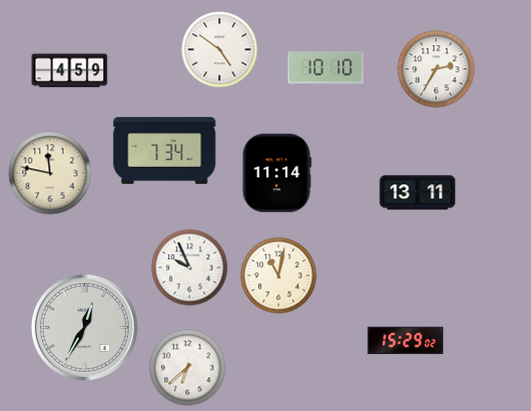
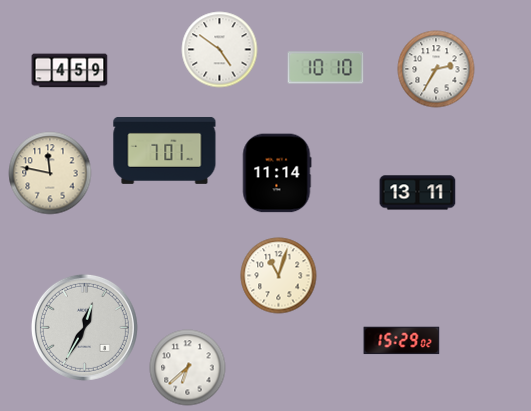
clock at (165, 150): 7:34 -> 7:01
clock at (190, 268): 9:56 -> none
clock at (279, 276): 11:02 -> 11:03
clock at (406, 341) position: (406, 341) -> (402, 341)
